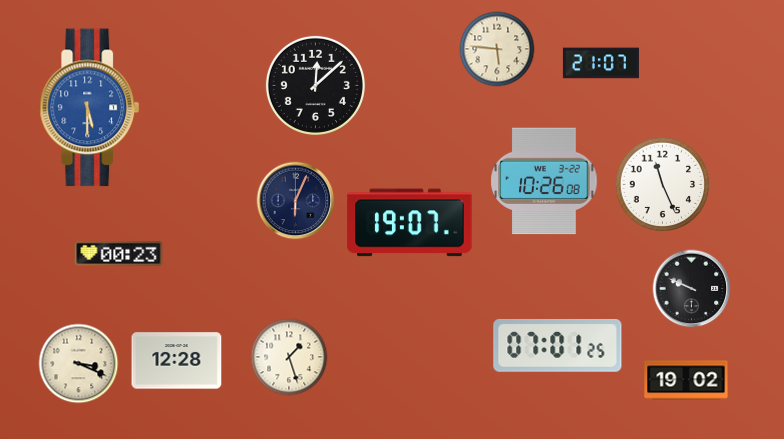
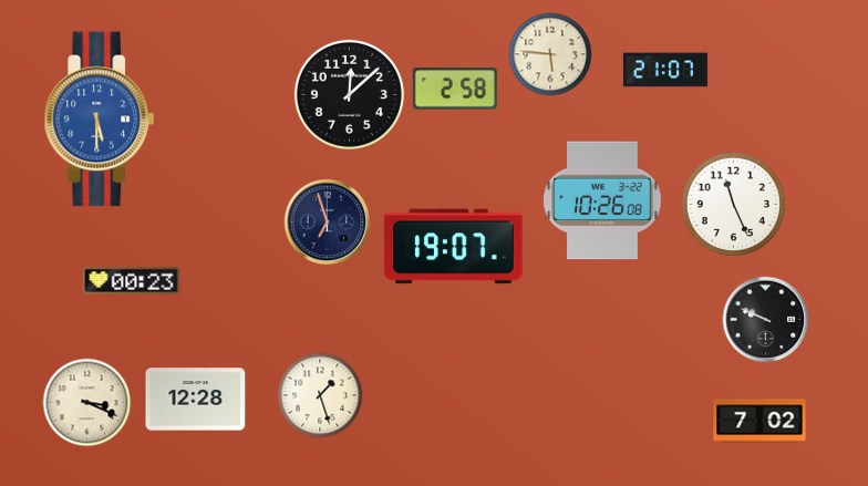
clock at (455, 89): none -> 2:58
clock at (296, 201): 6:04 -> 6:57
clock at (558, 346): 07:01 -> none
clock at (686, 380): 19:02 -> 7:02
